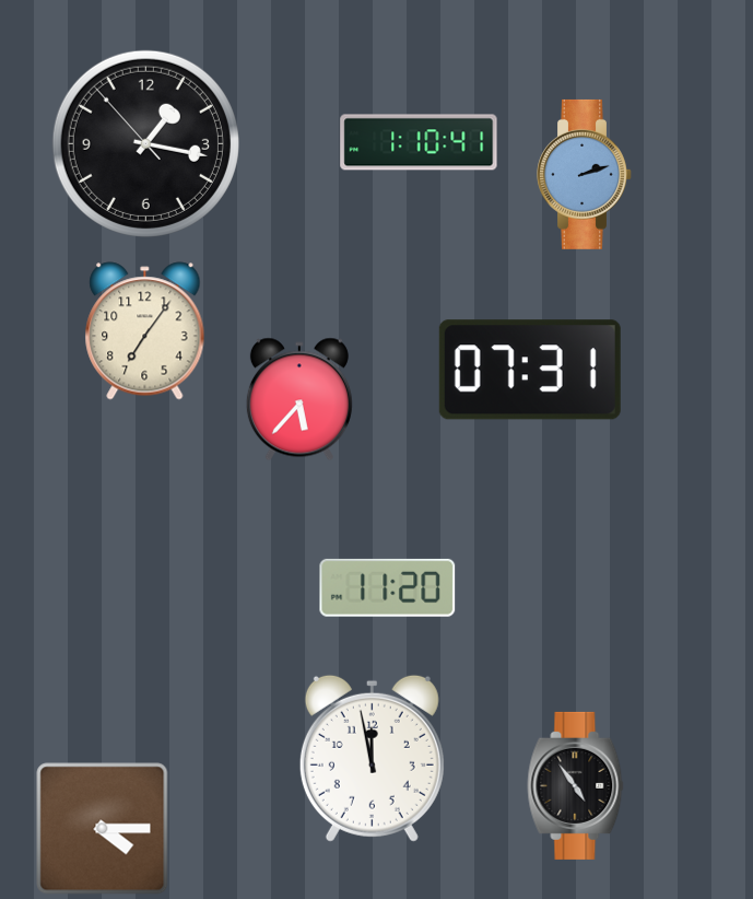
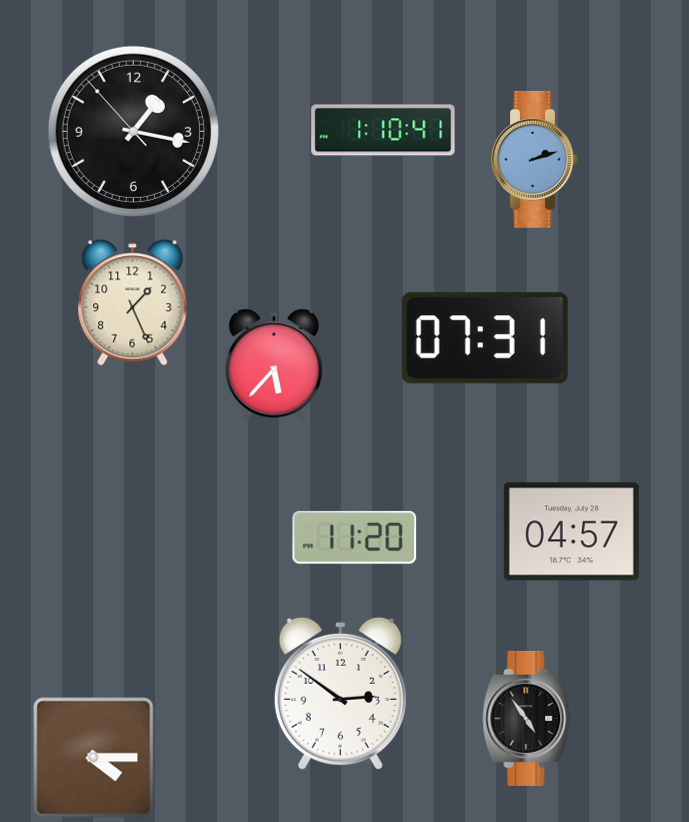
clock at (145, 331): 7:06 -> 1:26
clock at (571, 532): none -> 04:57
clock at (372, 758): 11:58 -> 2:51
